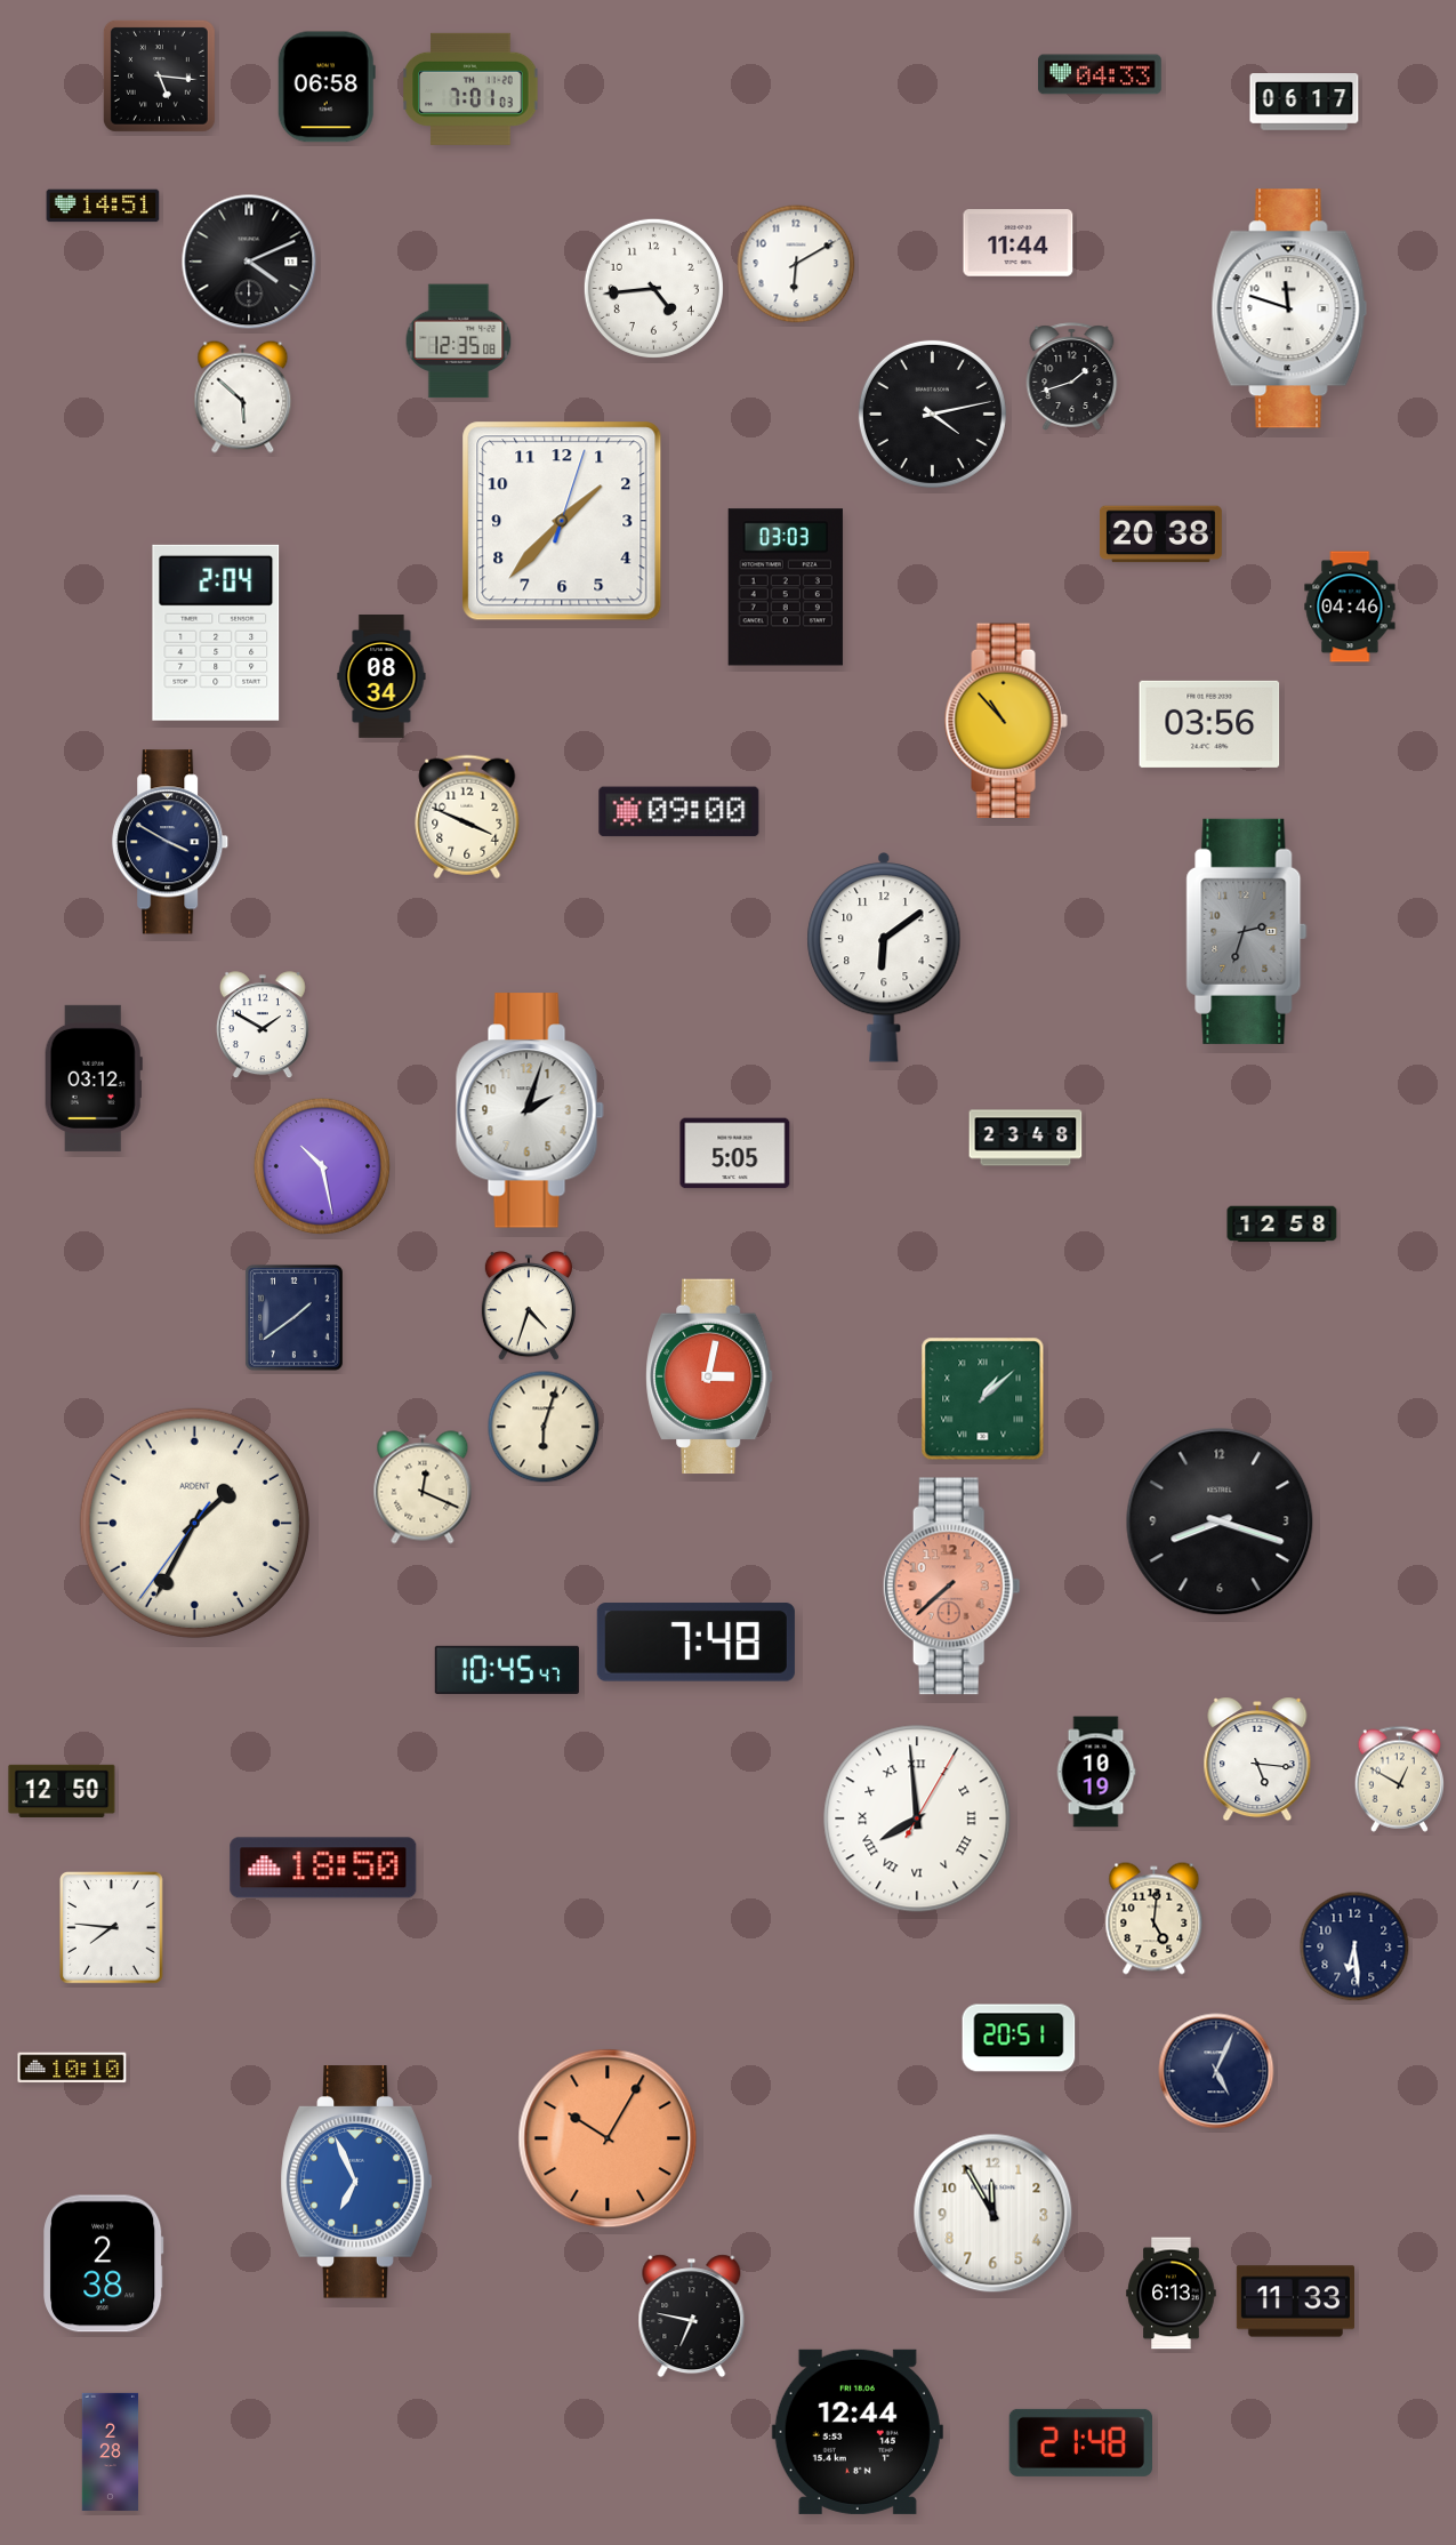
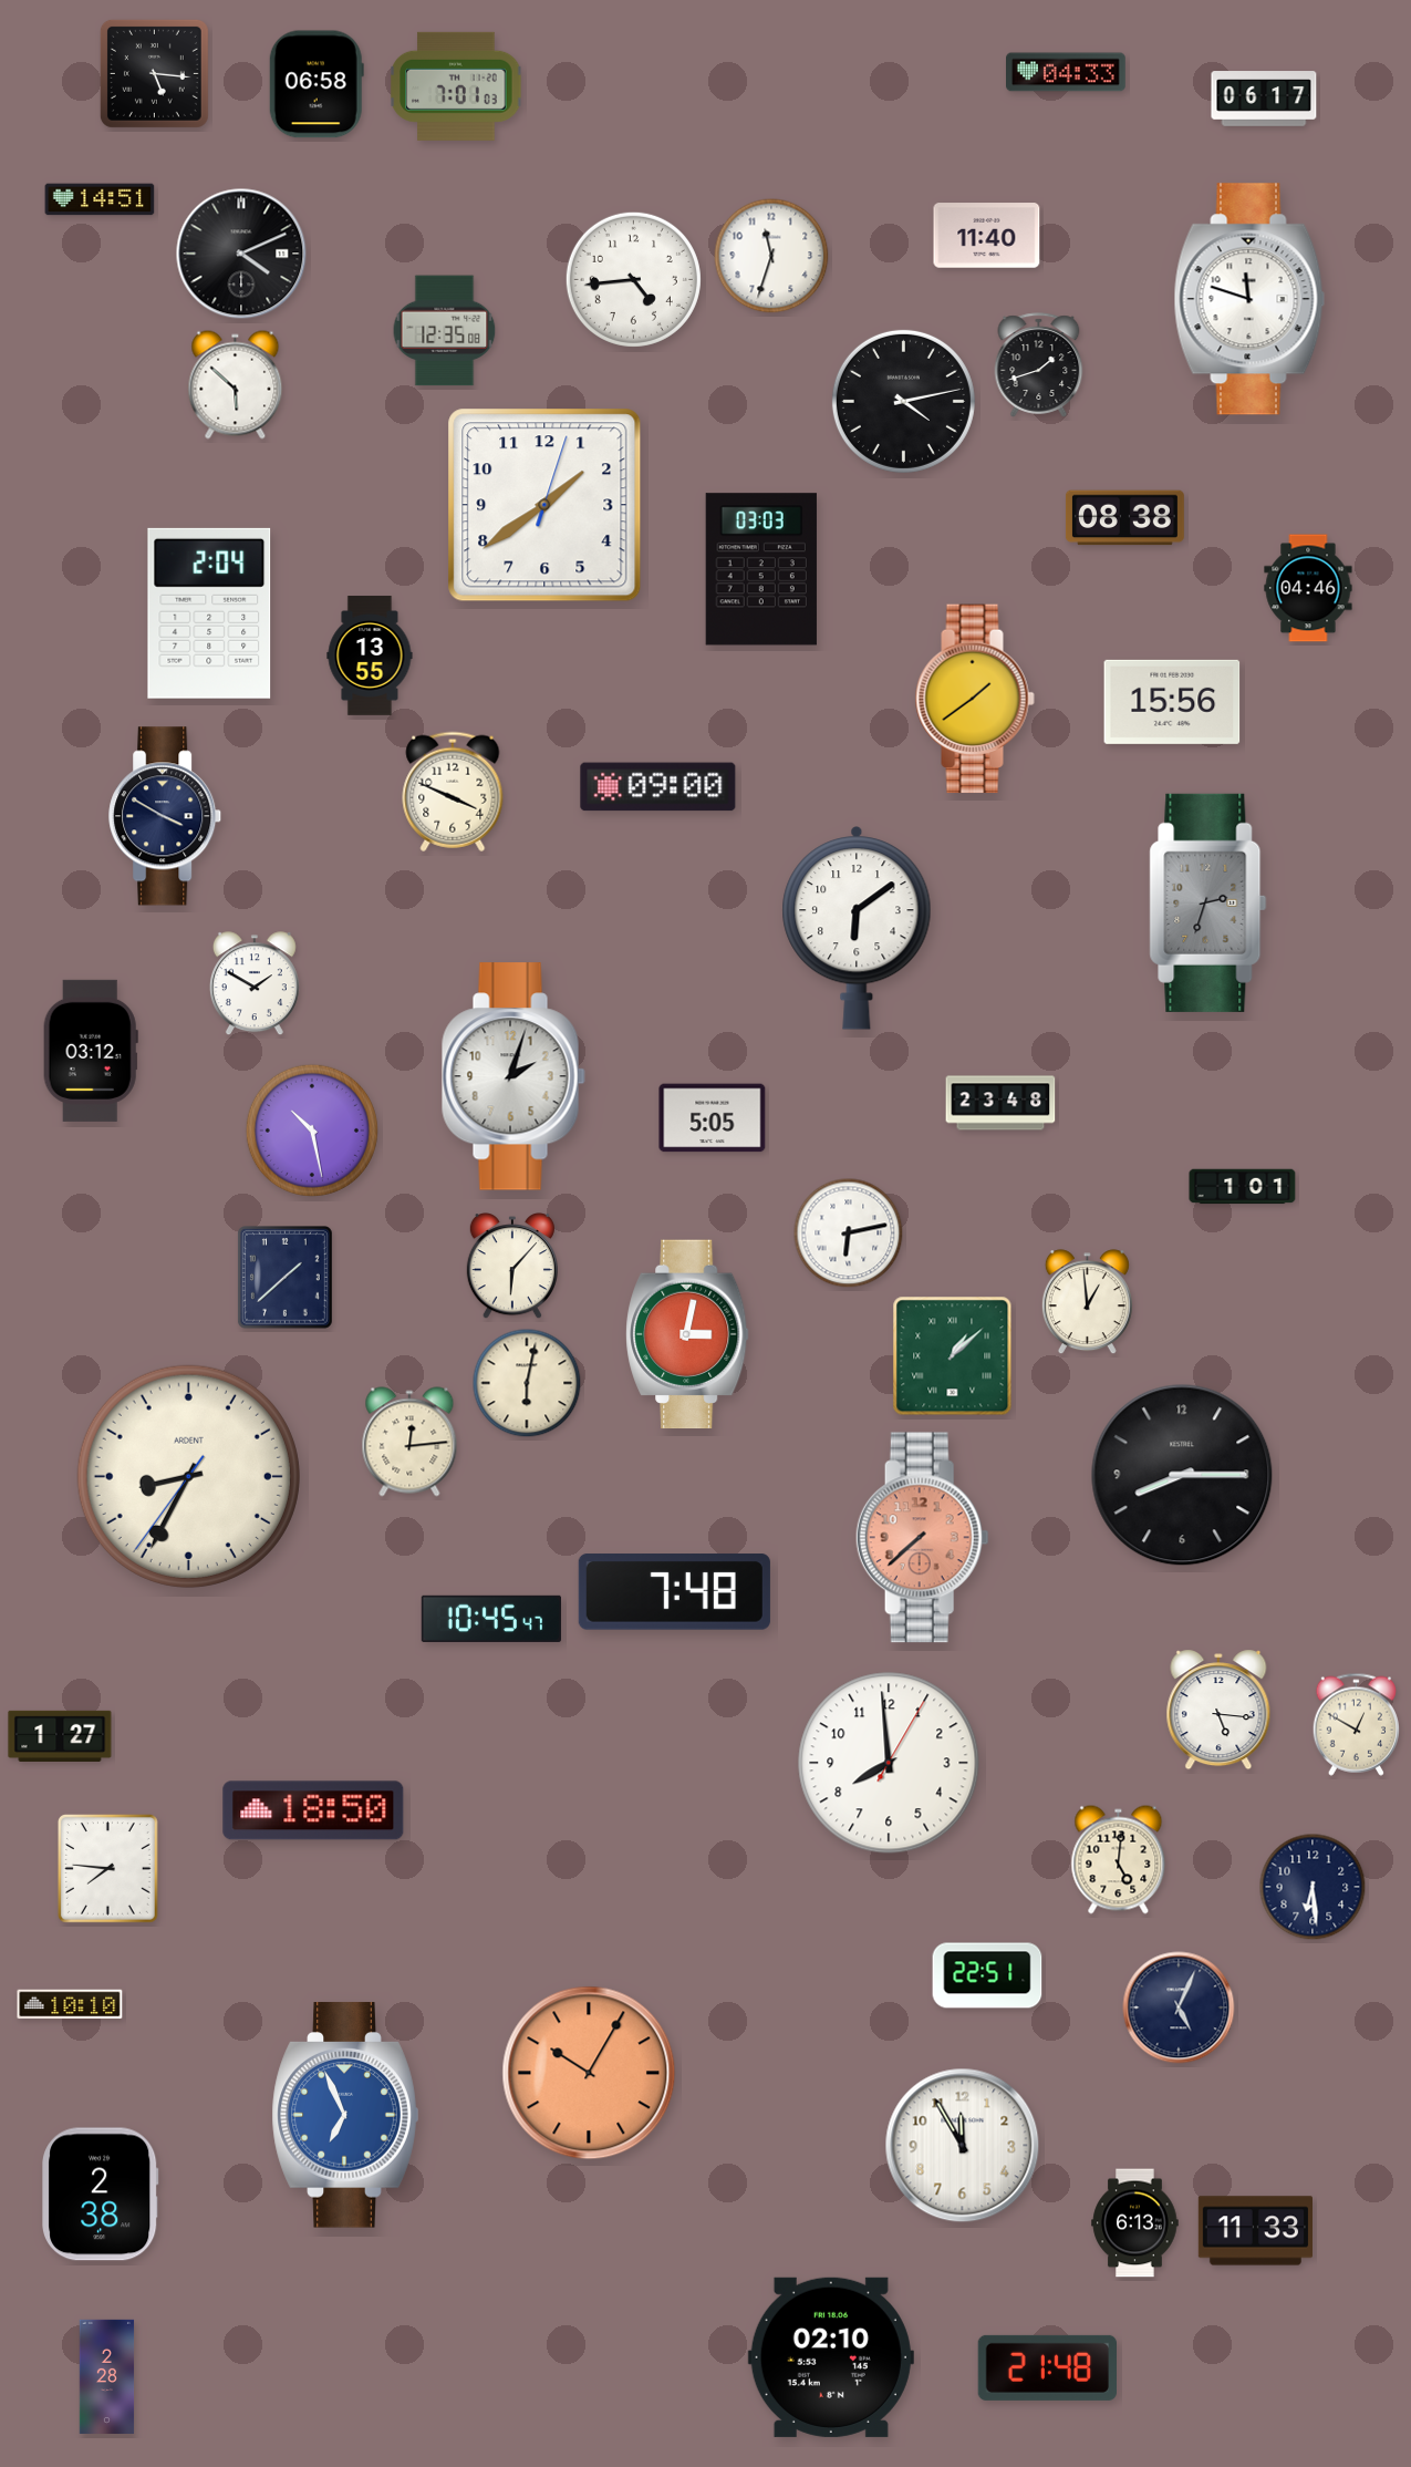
clock at (1019, 243): 11:44 -> 11:40
clock at (796, 264): 6:10 -> 11:33
clock at (562, 521): 1:37 -> 1:39
clock at (1160, 535): 20:38 -> 08:38
clock at (381, 676): 08:34 -> 13:55
clock at (1006, 721): 10:53 -> 1:39
clock at (1209, 724): 03:56 -> 15:56
clock at (263, 1026) position: (263, 1026) -> (255, 984)
clock at (94, 1078) position: (94, 1078) -> (91, 1051)
clock at (1025, 1138) position: (1025, 1138) -> (1000, 1103)
clock at (1282, 1225): 12:58 -> 1:01
clock at (849, 1233): none -> 6:13
clock at (529, 1307): 4:33 -> 6:07
clock at (295, 1318): 1:39 -> 1:38
clock at (1087, 1302): none -> 12:59
clock at (544, 1427): 6:03 -> 6:02
clock at (423, 1487): 12:19 -> 12:14
clock at (1220, 1522): 8:18 -> 8:15
clock at (194, 1523): 1:34 -> 8:34
clock at (1257, 1759) position: (1257, 1759) -> (1218, 1710)
clock at (1096, 1772): 10:19 -> none
clock at (62, 1791): 12:50 -> 1:27
clock at (917, 1819) numerals: Roman -> Arabic
clock at (1019, 2038): 20:51 -> 22:51
clock at (692, 2317): 6:47 -> none
clock at (858, 2432): 12:44 -> 02:10
